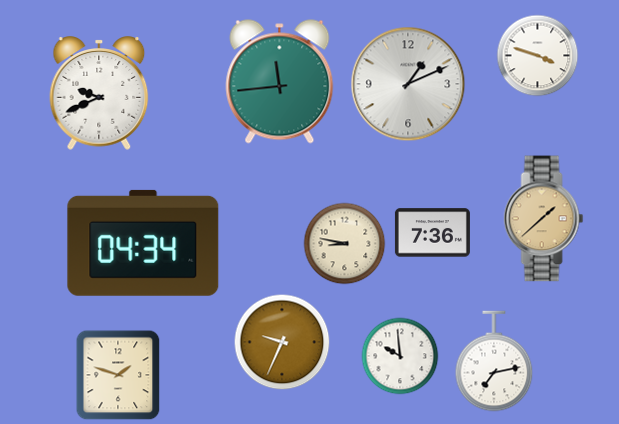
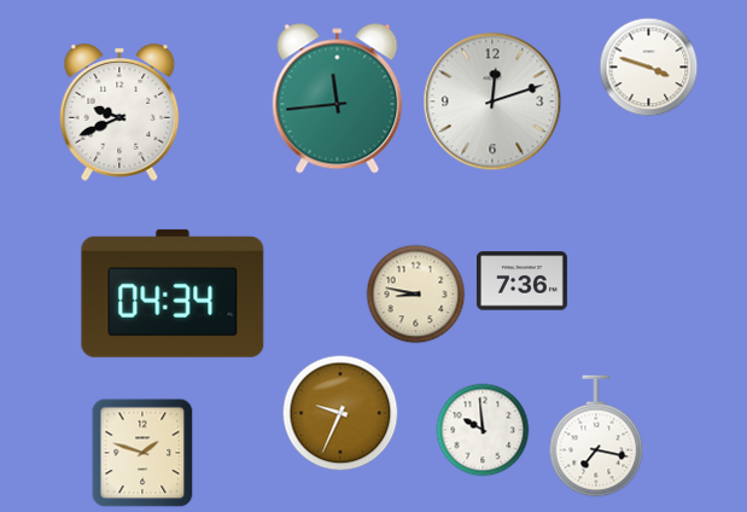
clock at (408, 84): 1:11 -> 12:12
clock at (544, 219): 1:38 -> none
clock at (494, 361): 7:13 -> 7:17
